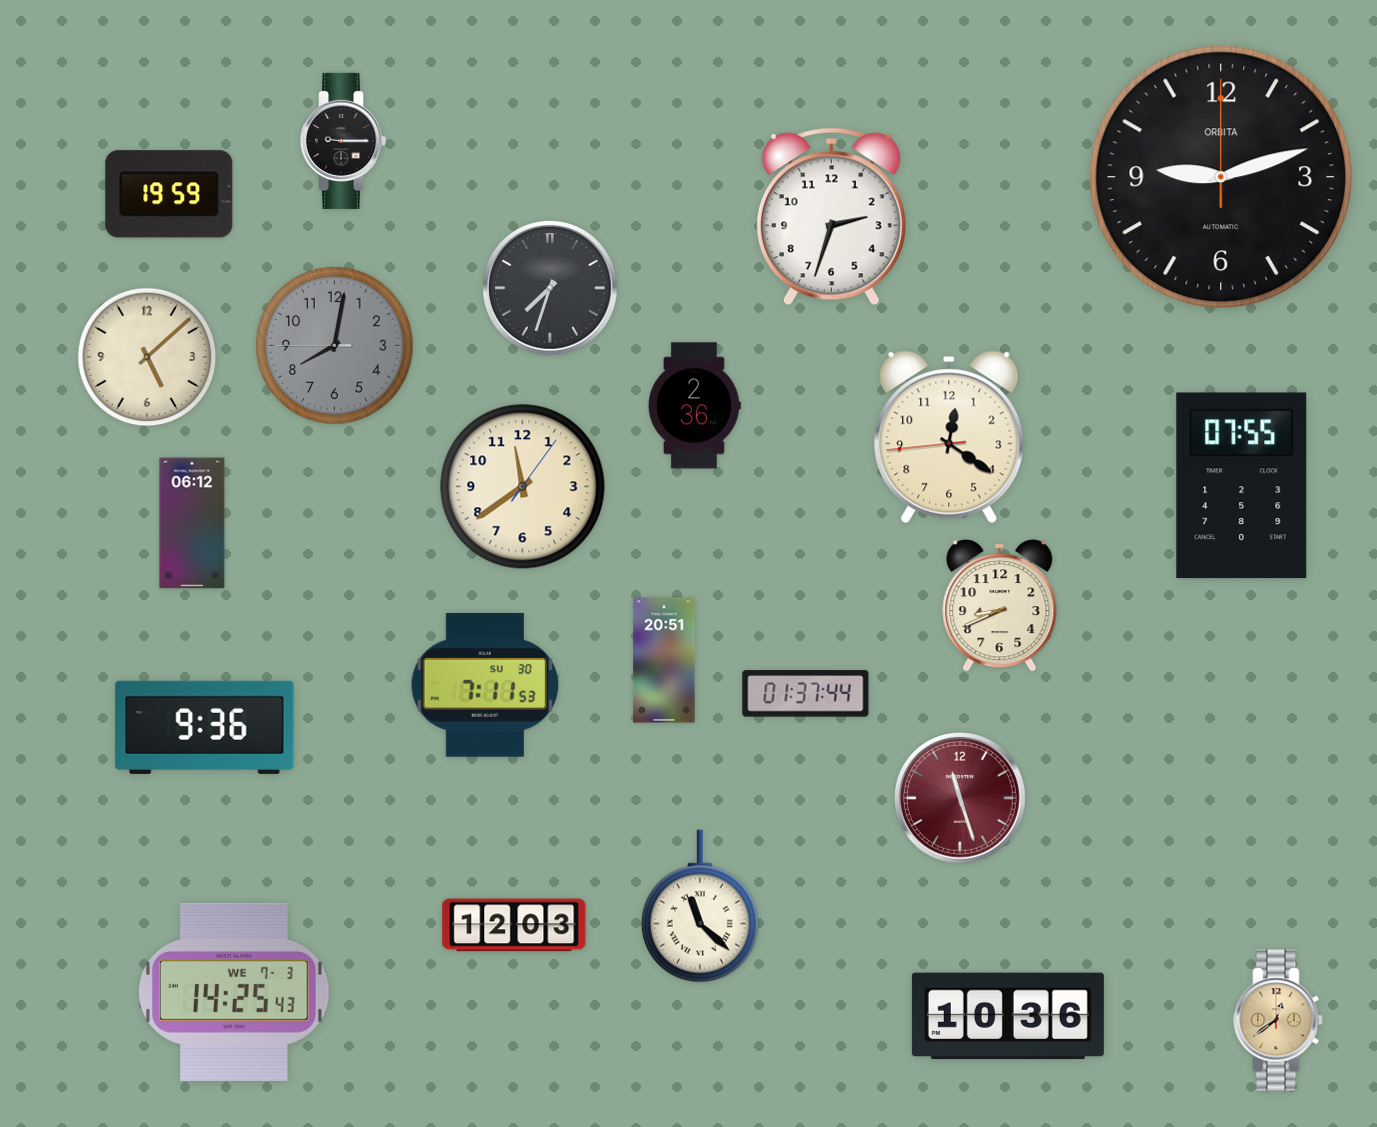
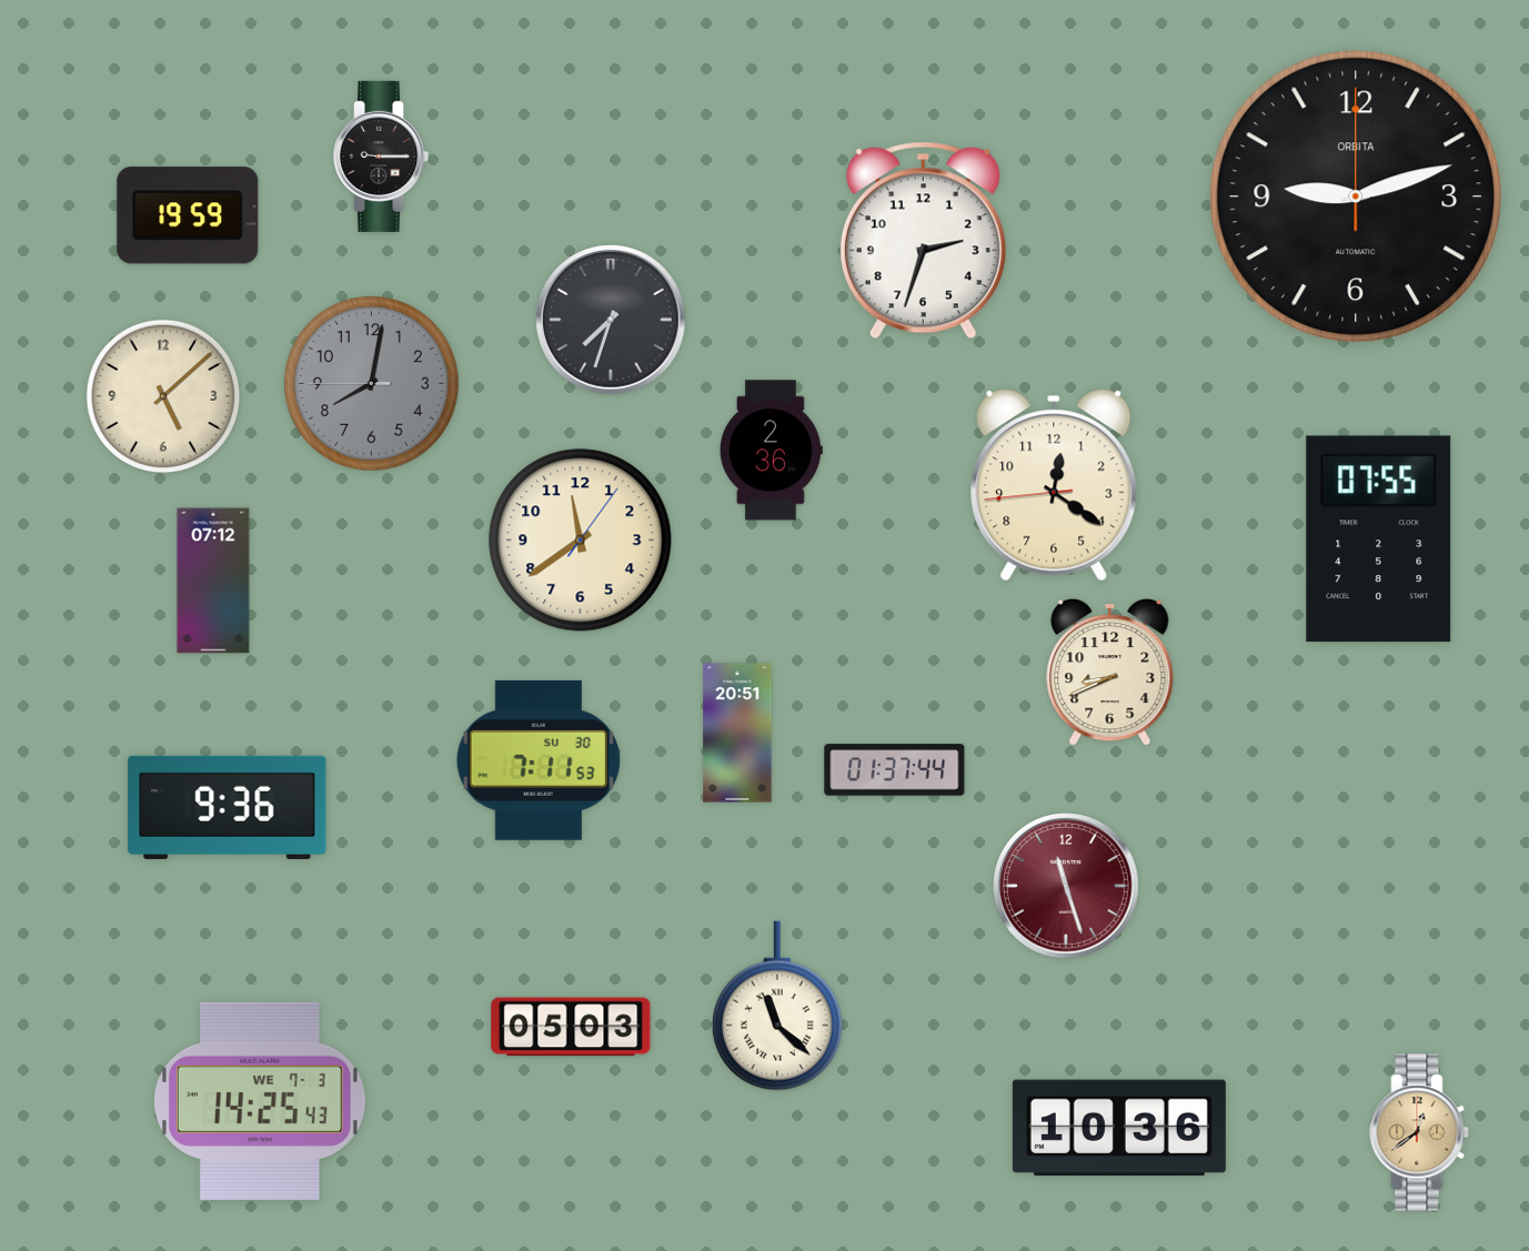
clock at (192, 523): 06:12 -> 07:12
clock at (514, 925): 12:03 -> 05:03
